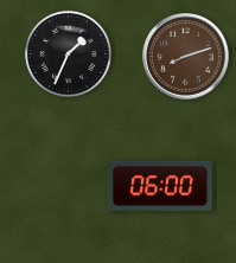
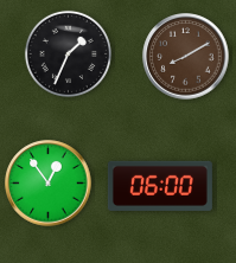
clock at (186, 57): 8:12 -> 8:10
clock at (49, 184): none -> 12:54
